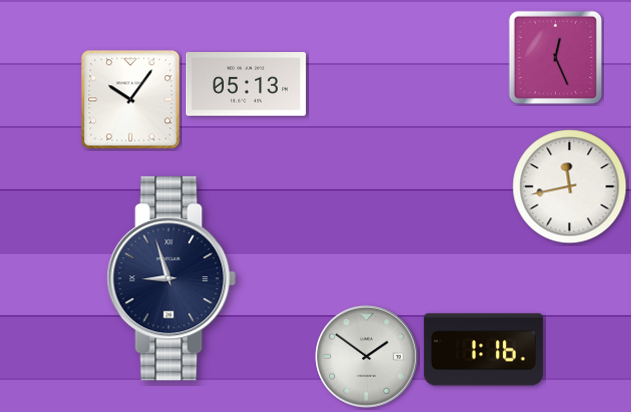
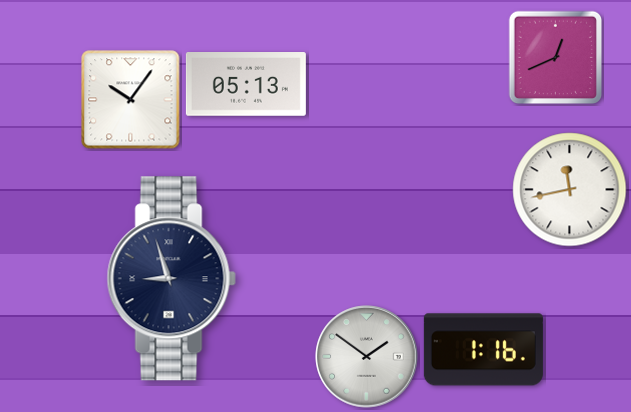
clock at (556, 58): 12:26 -> 12:41
clock at (570, 187) position: (570, 187) -> (570, 190)
